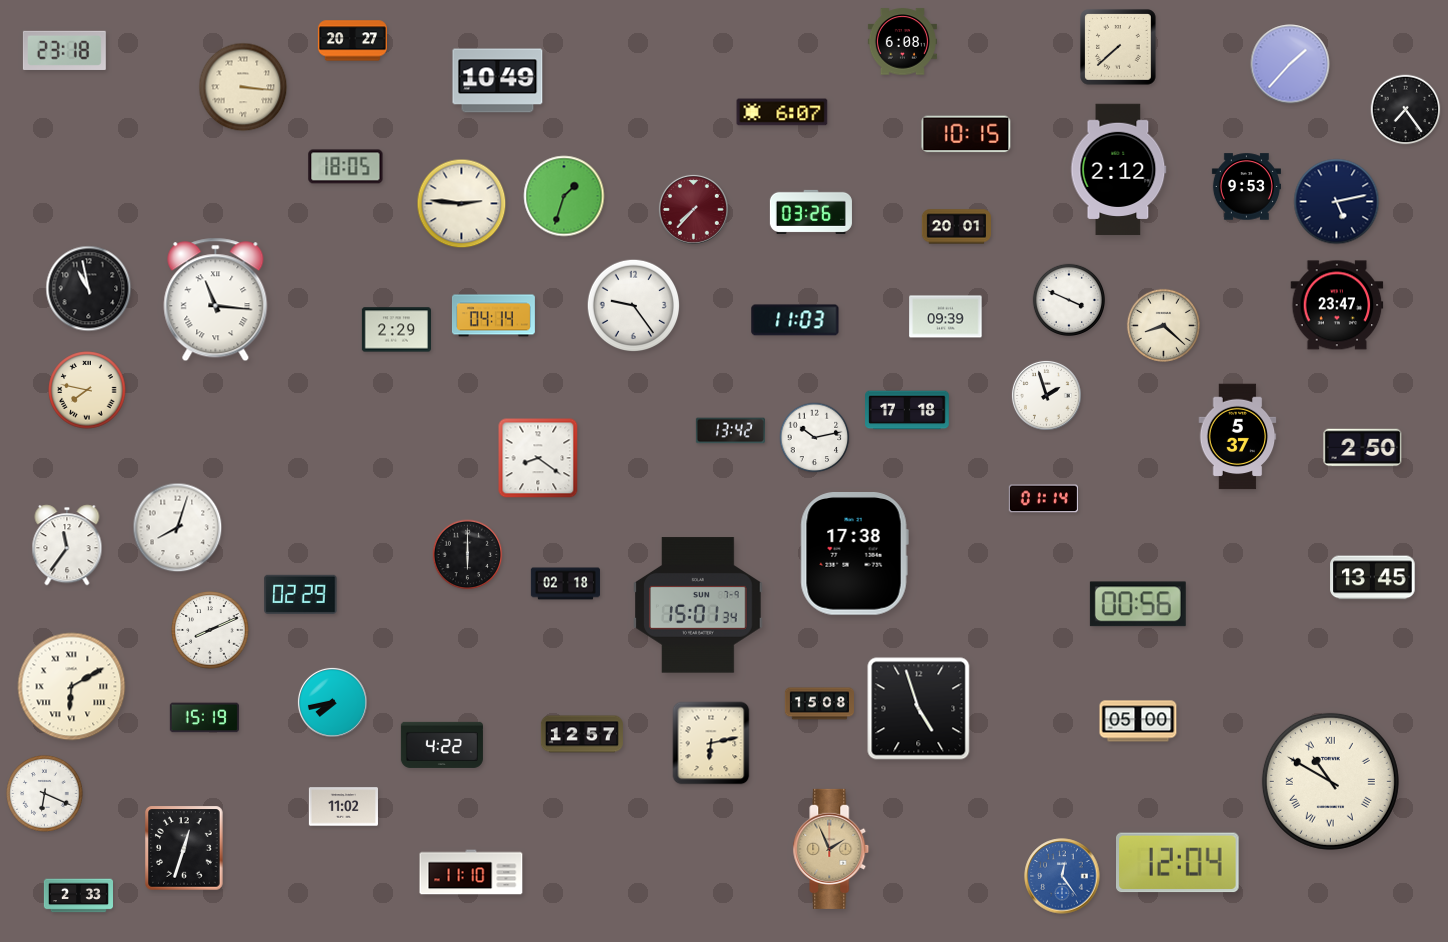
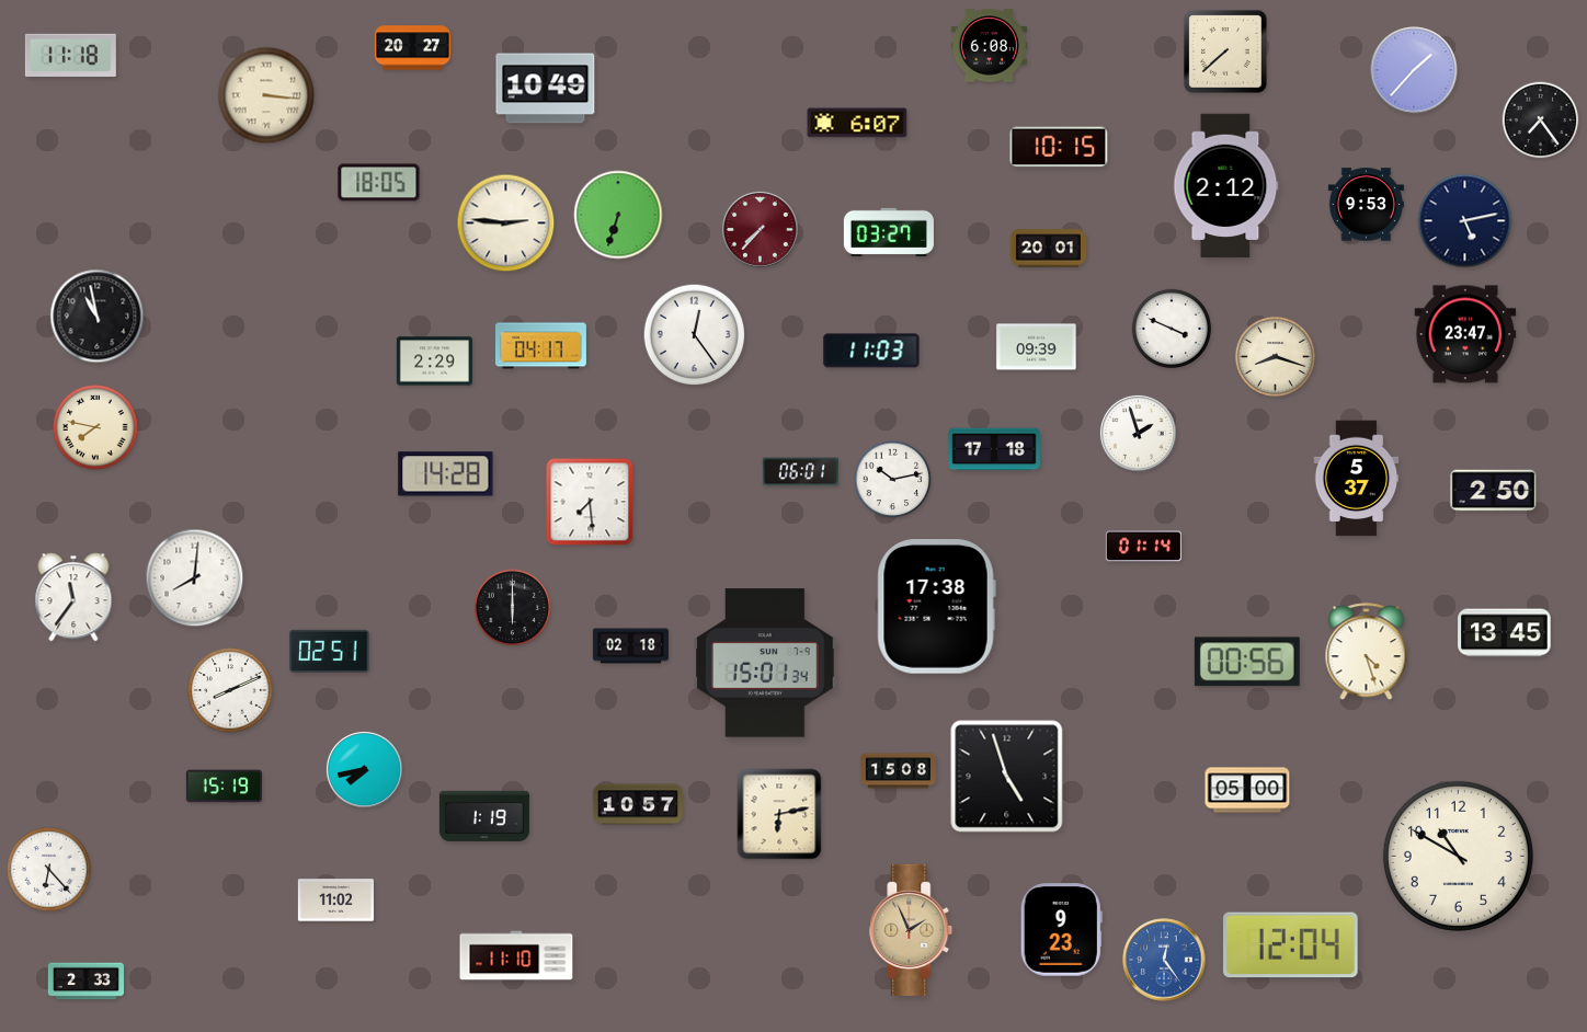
clock at (352, 41) position: (352, 41) -> (412, 48)
clock at (64, 50): 23:18 -> 11:18
clock at (564, 196): 1:33 -> 6:33
clock at (811, 212): 03:26 -> 03:27
clock at (216, 300): 11:16 -> none
clock at (634, 306): 9:24 -> 12:24
clock at (493, 316): 04:14 -> 04:17
clock at (1163, 325): 8:22 -> 8:18
clock at (1046, 395) position: (1046, 395) -> (1138, 433)
clock at (730, 431): 13:42 -> 06:01
clock at (446, 474): none -> 14:28
clock at (538, 458): 8:21 -> 7:29
clock at (178, 528): 8:03 -> 8:01
clock at (565, 584) position: (565, 584) -> (630, 646)
clock at (301, 594): 02:29 -> 02:51
clock at (1367, 652): none -> 4:27
clock at (72, 687): 6:10 -> none
clock at (582, 734): 12:57 -> 10:57
clock at (442, 745): 4:22 -> 1:19
clock at (1330, 781) numerals: Roman -> Arabic
clock at (45, 794): 6:19 -> 6:23
clock at (343, 807) position: (343, 807) -> (335, 901)
clock at (184, 848): 12:33 -> none
clock at (1061, 930): none -> 9:23
